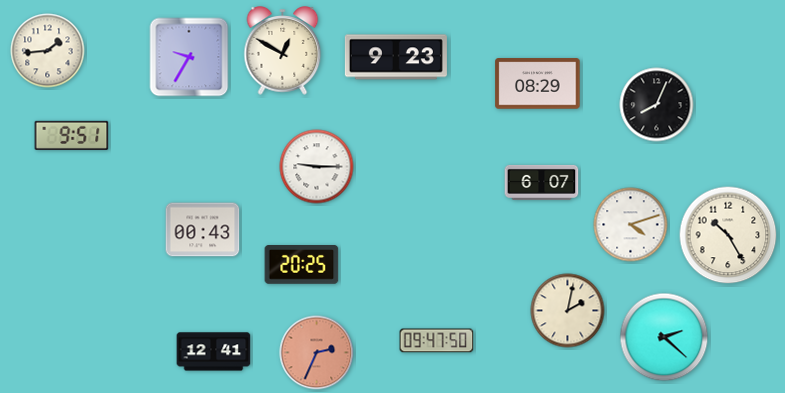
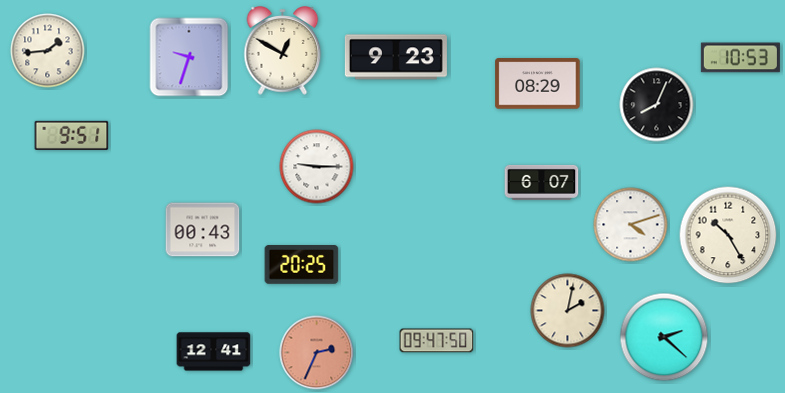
clock at (189, 57): 9:35 -> 9:33
clock at (740, 58): none -> 10:53
